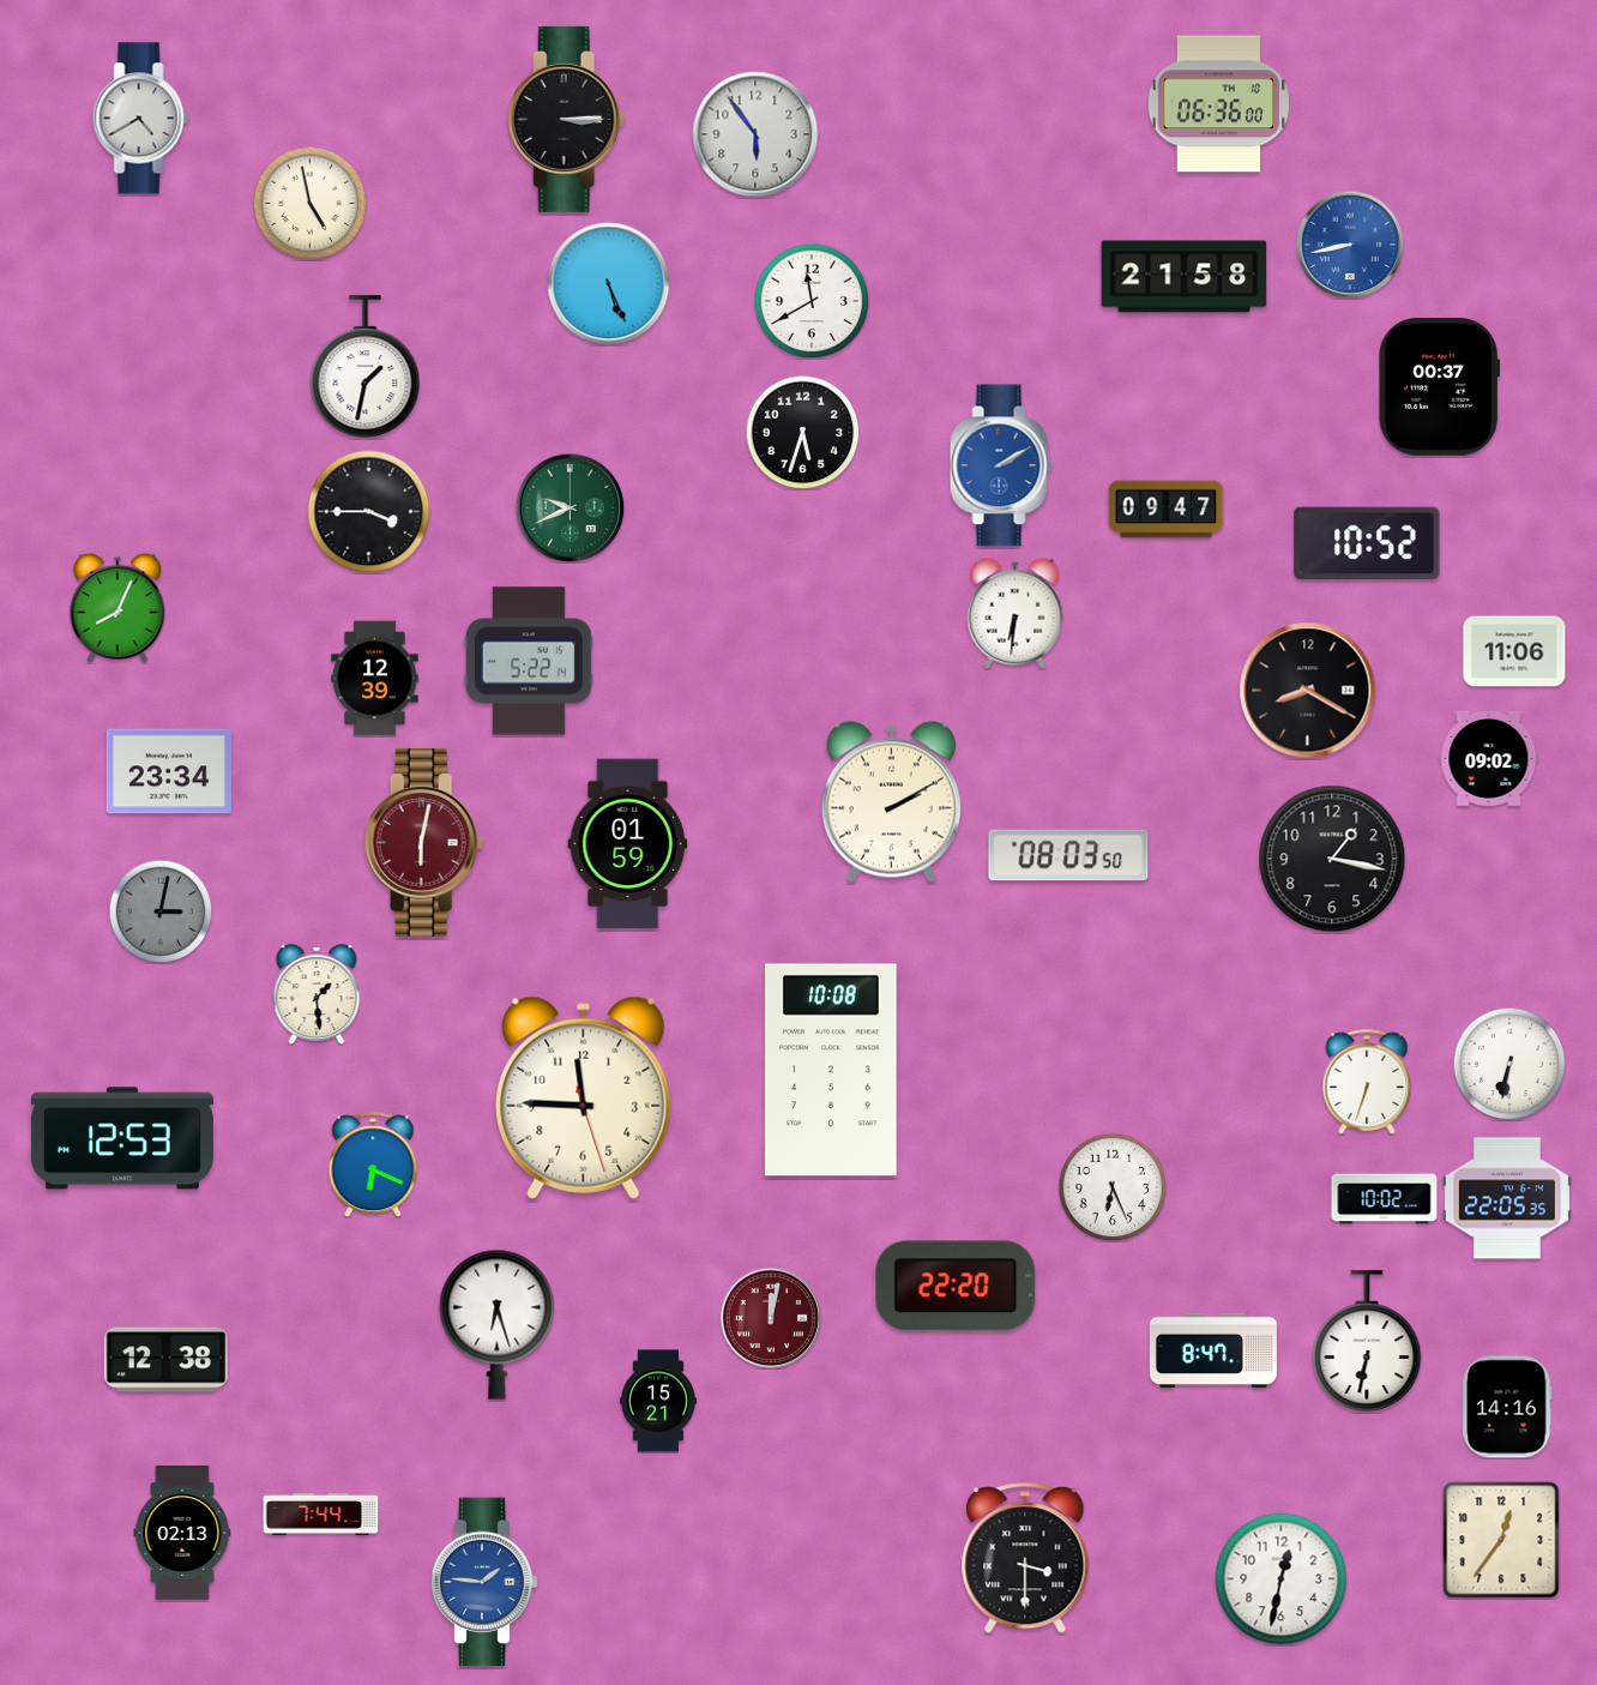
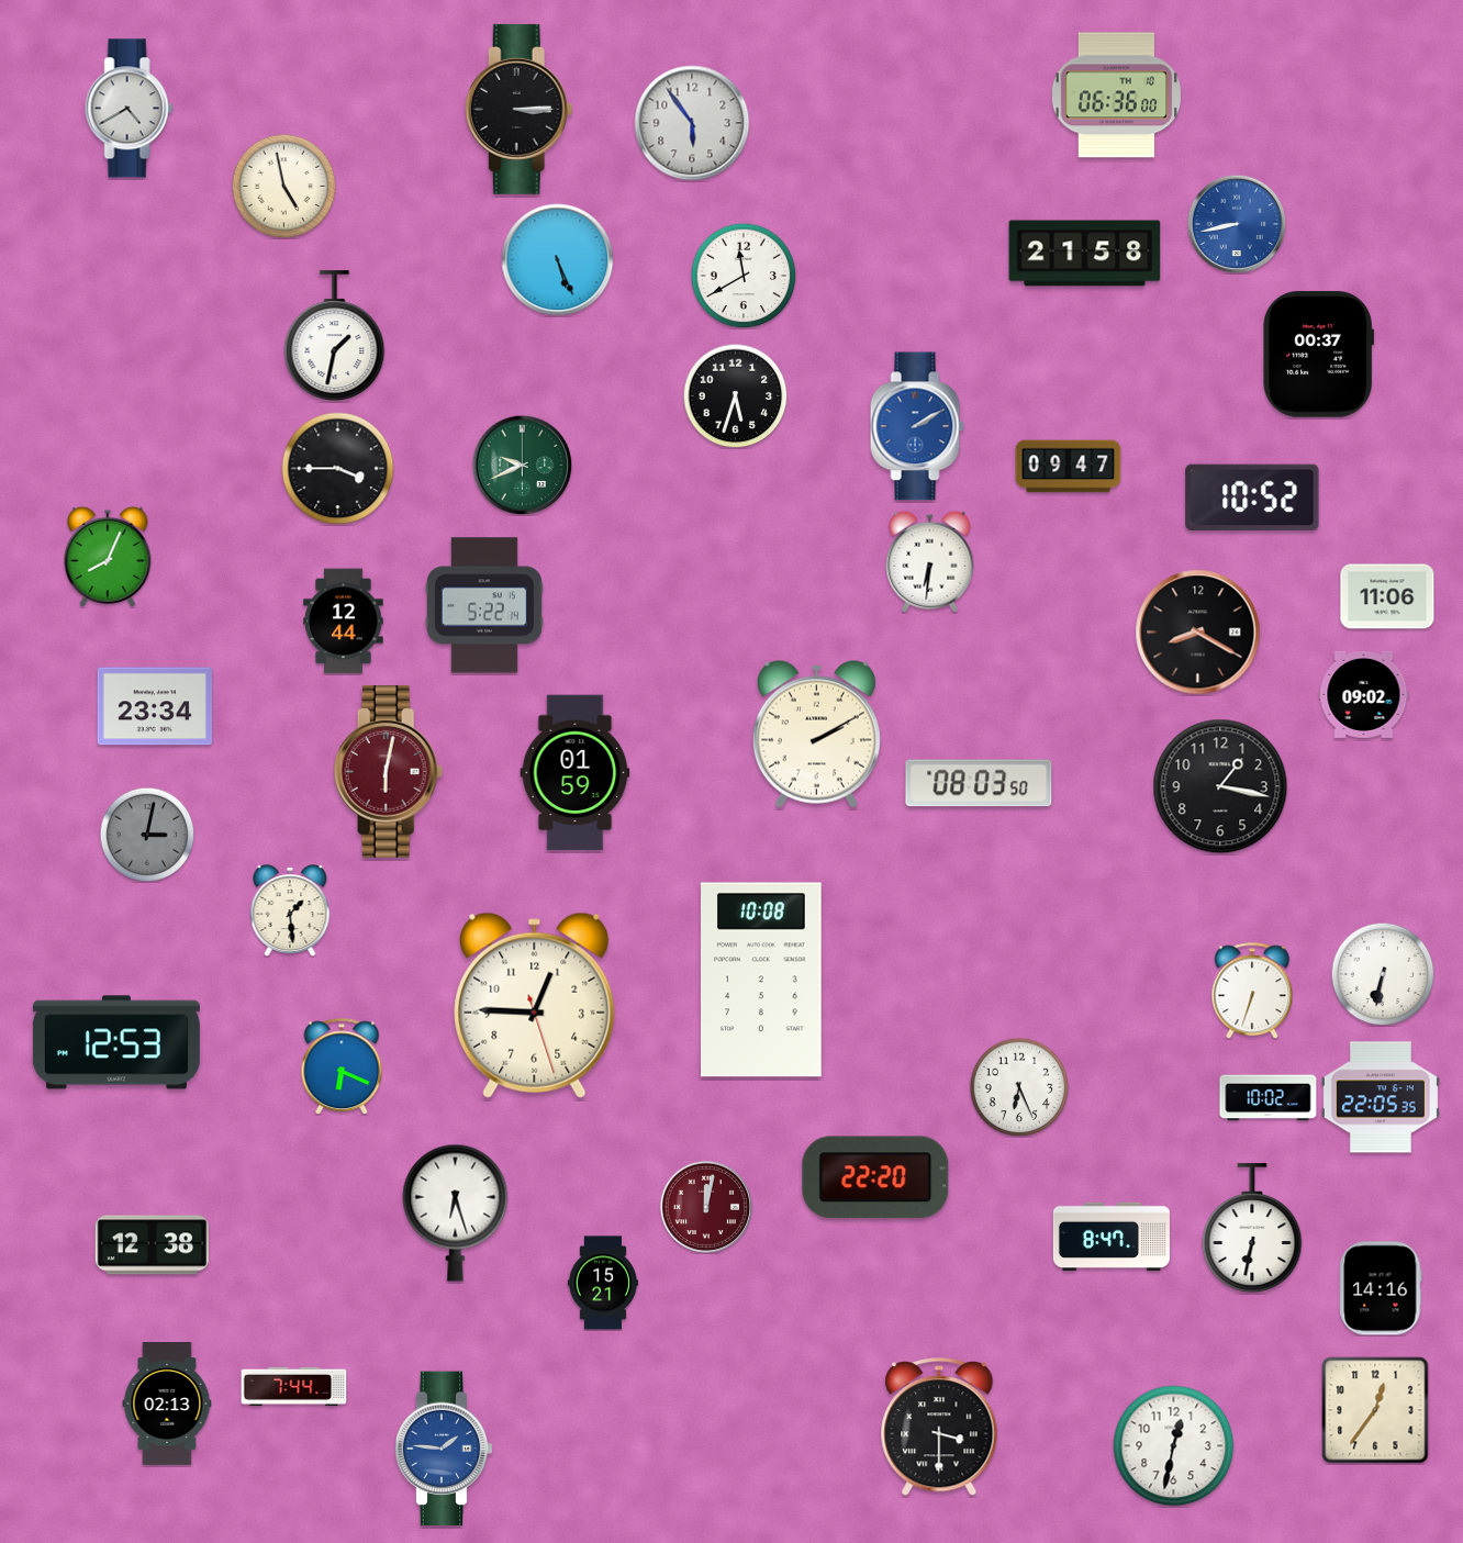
clock at (375, 679): 12:39 -> 12:44
clock at (584, 1097): 11:45 -> 12:45
clock at (122, 1138) position: (122, 1138) -> (116, 1042)
